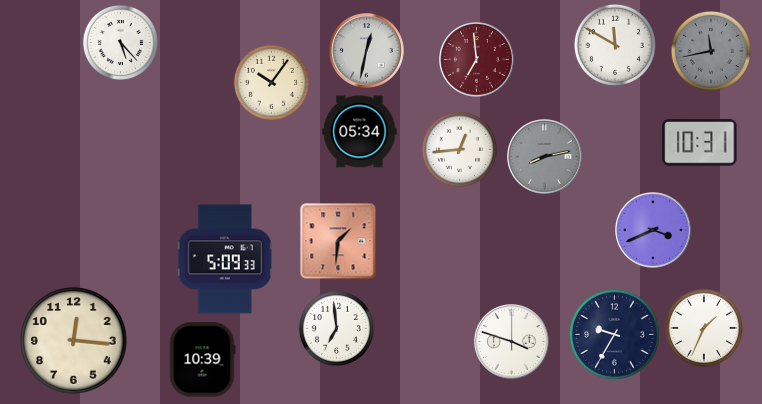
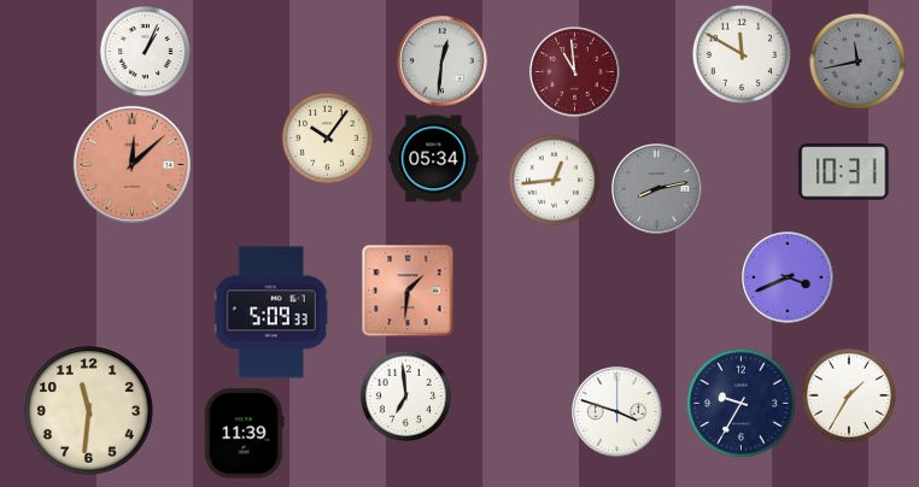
clock at (120, 42): 5:23 -> 1:04
clock at (367, 51): 12:32 -> 12:31
clock at (477, 60): 6:59 -> 10:59
clock at (271, 82) position: (271, 82) -> (327, 137)
clock at (131, 164): none -> 12:08
clock at (704, 328): 1:34 -> 1:35
clock at (74, 341): 12:16 -> 11:31
clock at (202, 360): 10:39 -> 11:39
